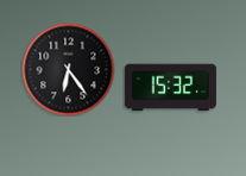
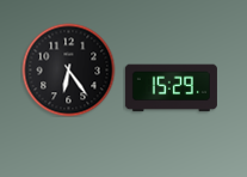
clock at (170, 88): 15:32 -> 15:29
